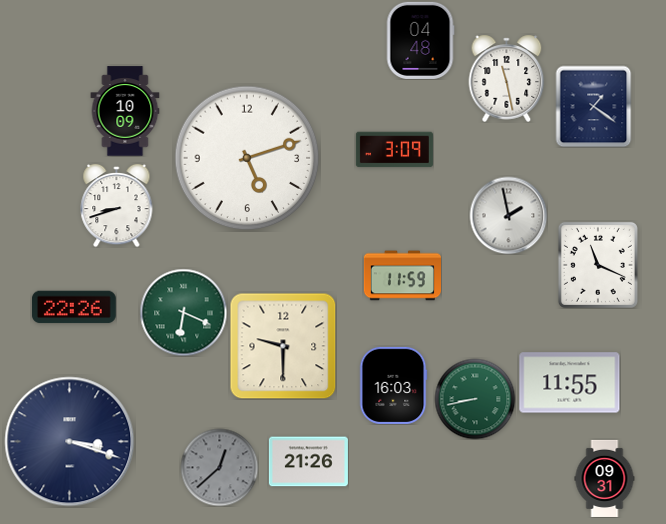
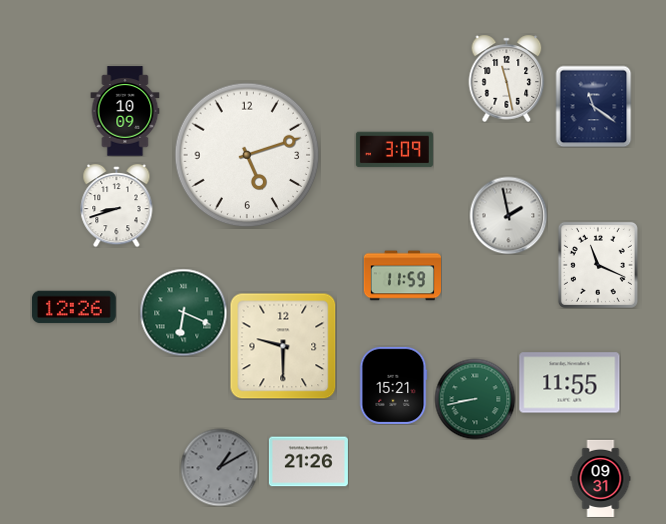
clock at (420, 40): 04:48 -> none
clock at (594, 106): 1:21 -> 11:21
clock at (247, 158) position: (247, 158) -> (247, 155)
clock at (74, 307): 22:26 -> 12:26
clock at (393, 385): 16:03 -> 15:21
clock at (70, 442): 3:18 -> none
clock at (219, 467): 12:38 -> 1:10
clock at (605, 478) position: (605, 478) -> (601, 478)
